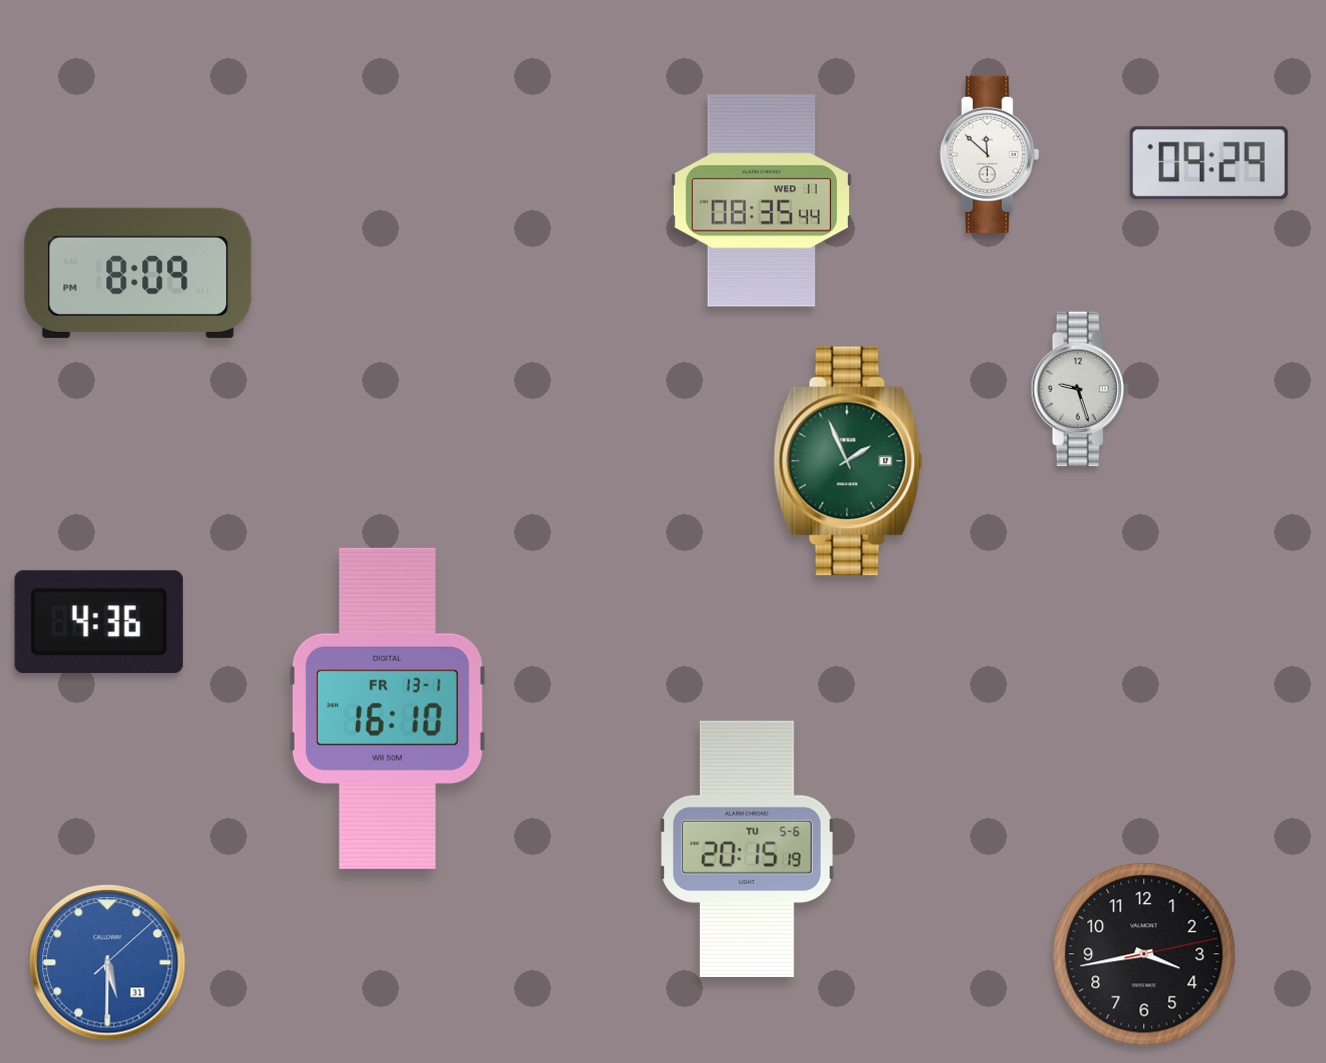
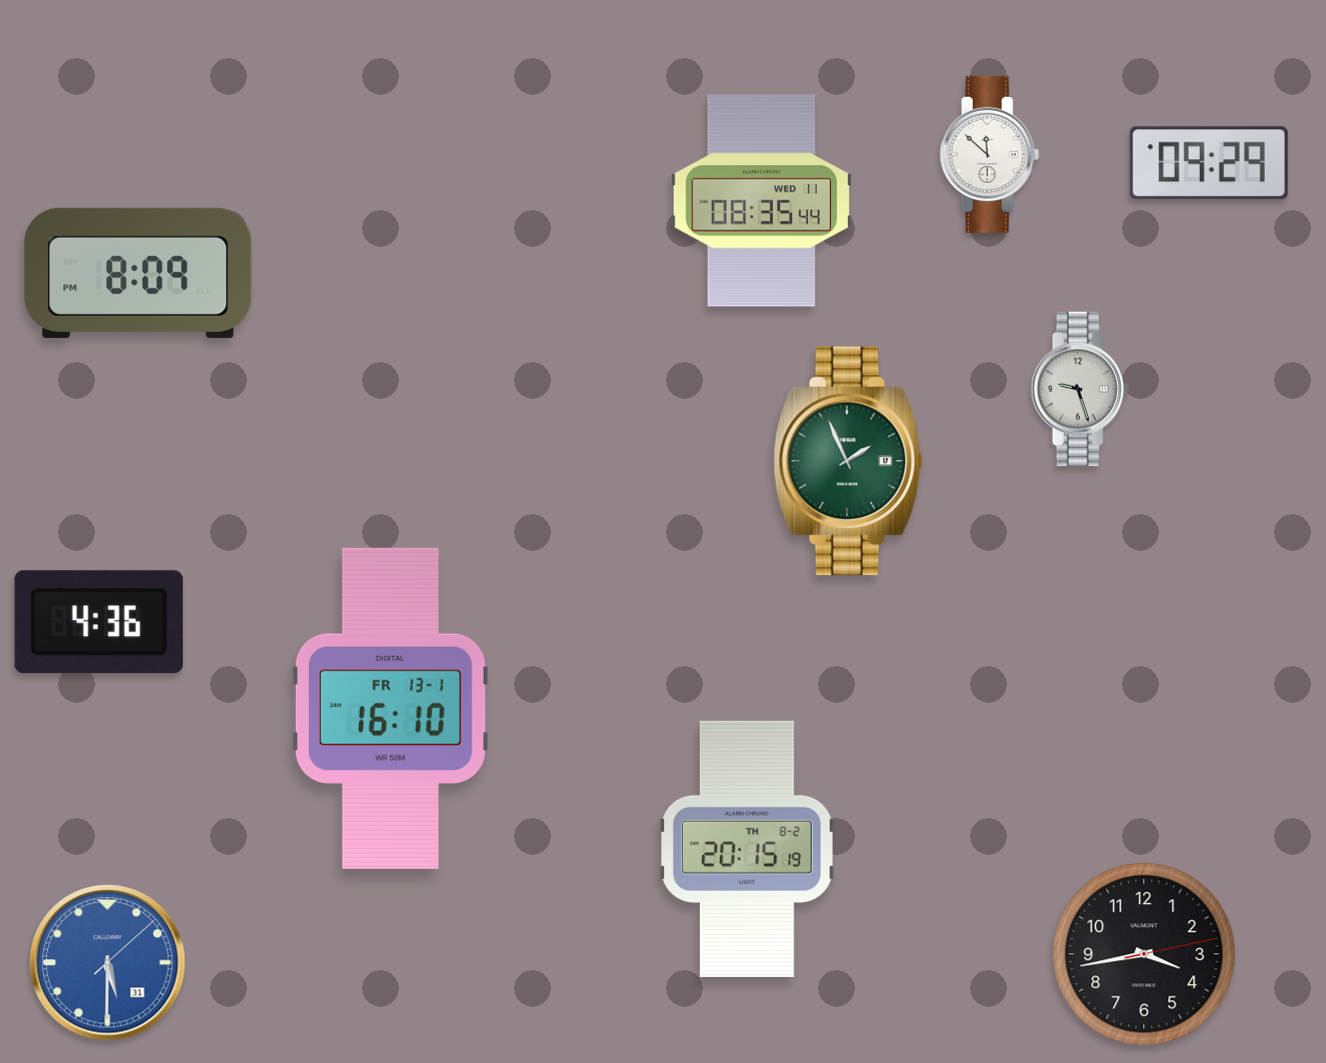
clock at (387, 708) position: (387, 708) -> (390, 708)
clock at (747, 849) date: TU 5-6 -> TH 8-2
